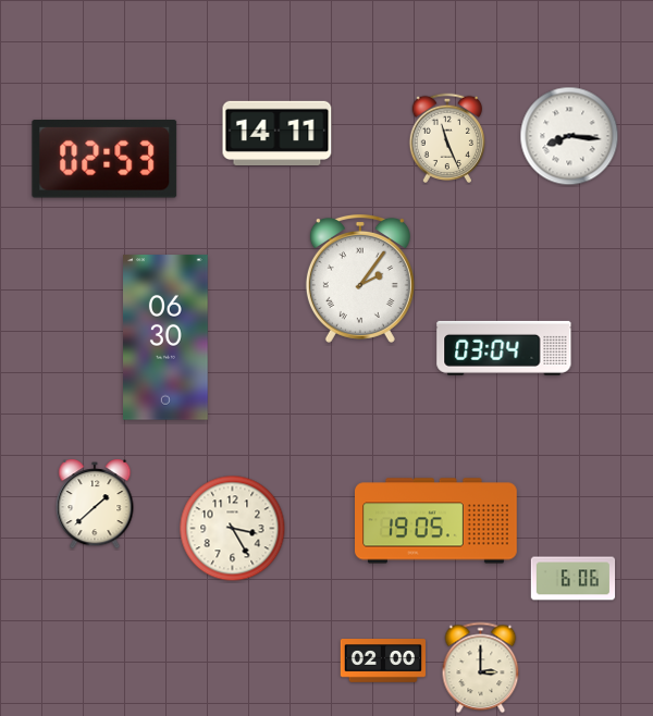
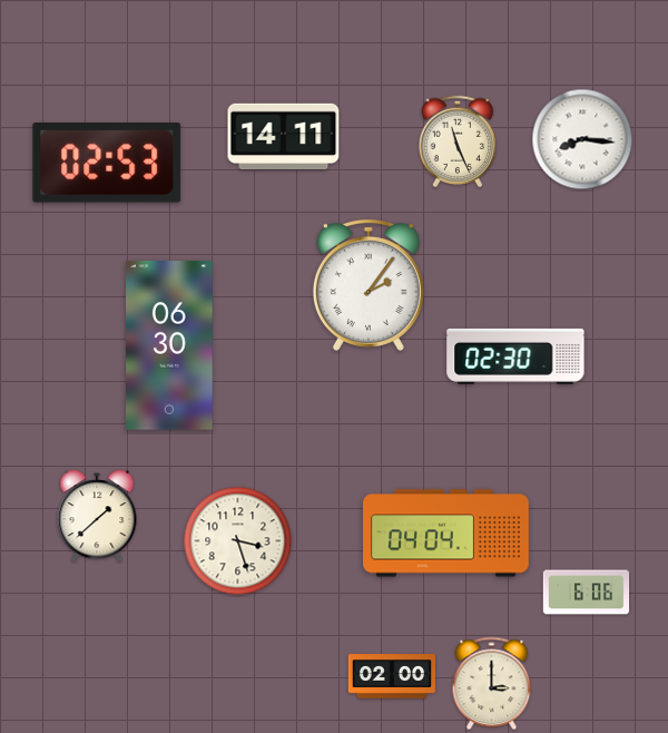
clock at (504, 348): 03:04 -> 02:30
clock at (436, 521): 19:05 -> 04:04
clock at (233, 529): 3:25 -> 3:27
